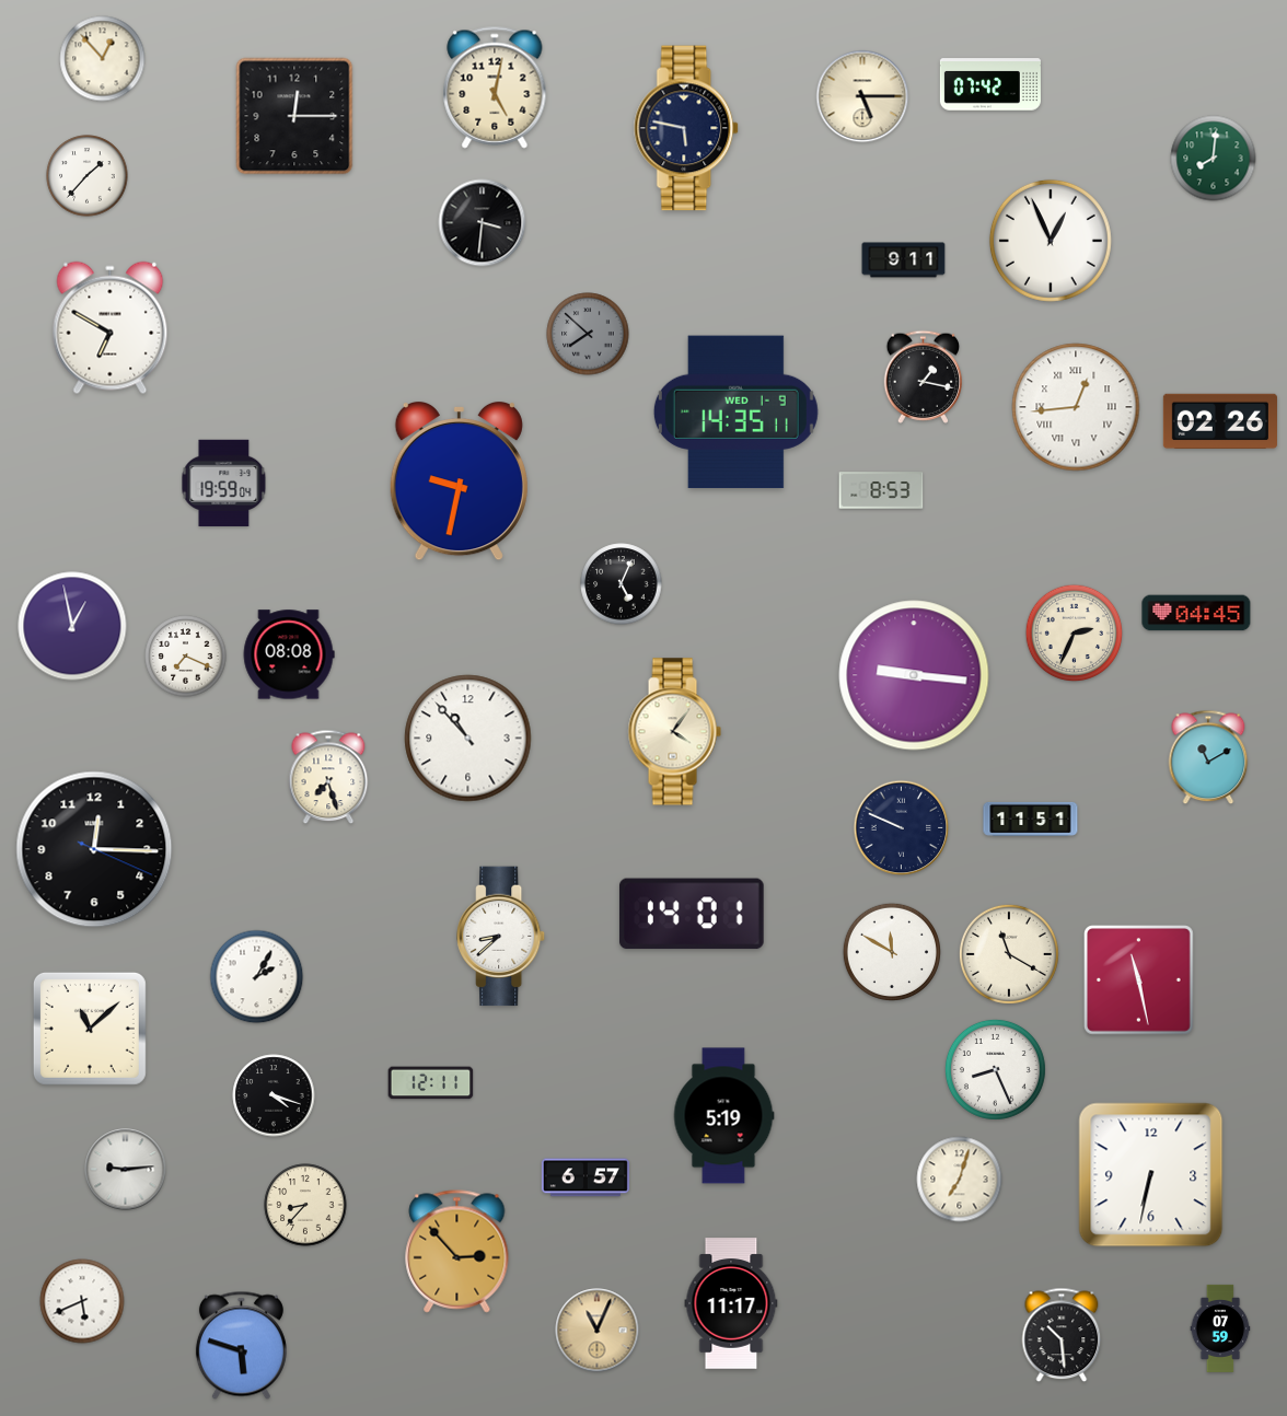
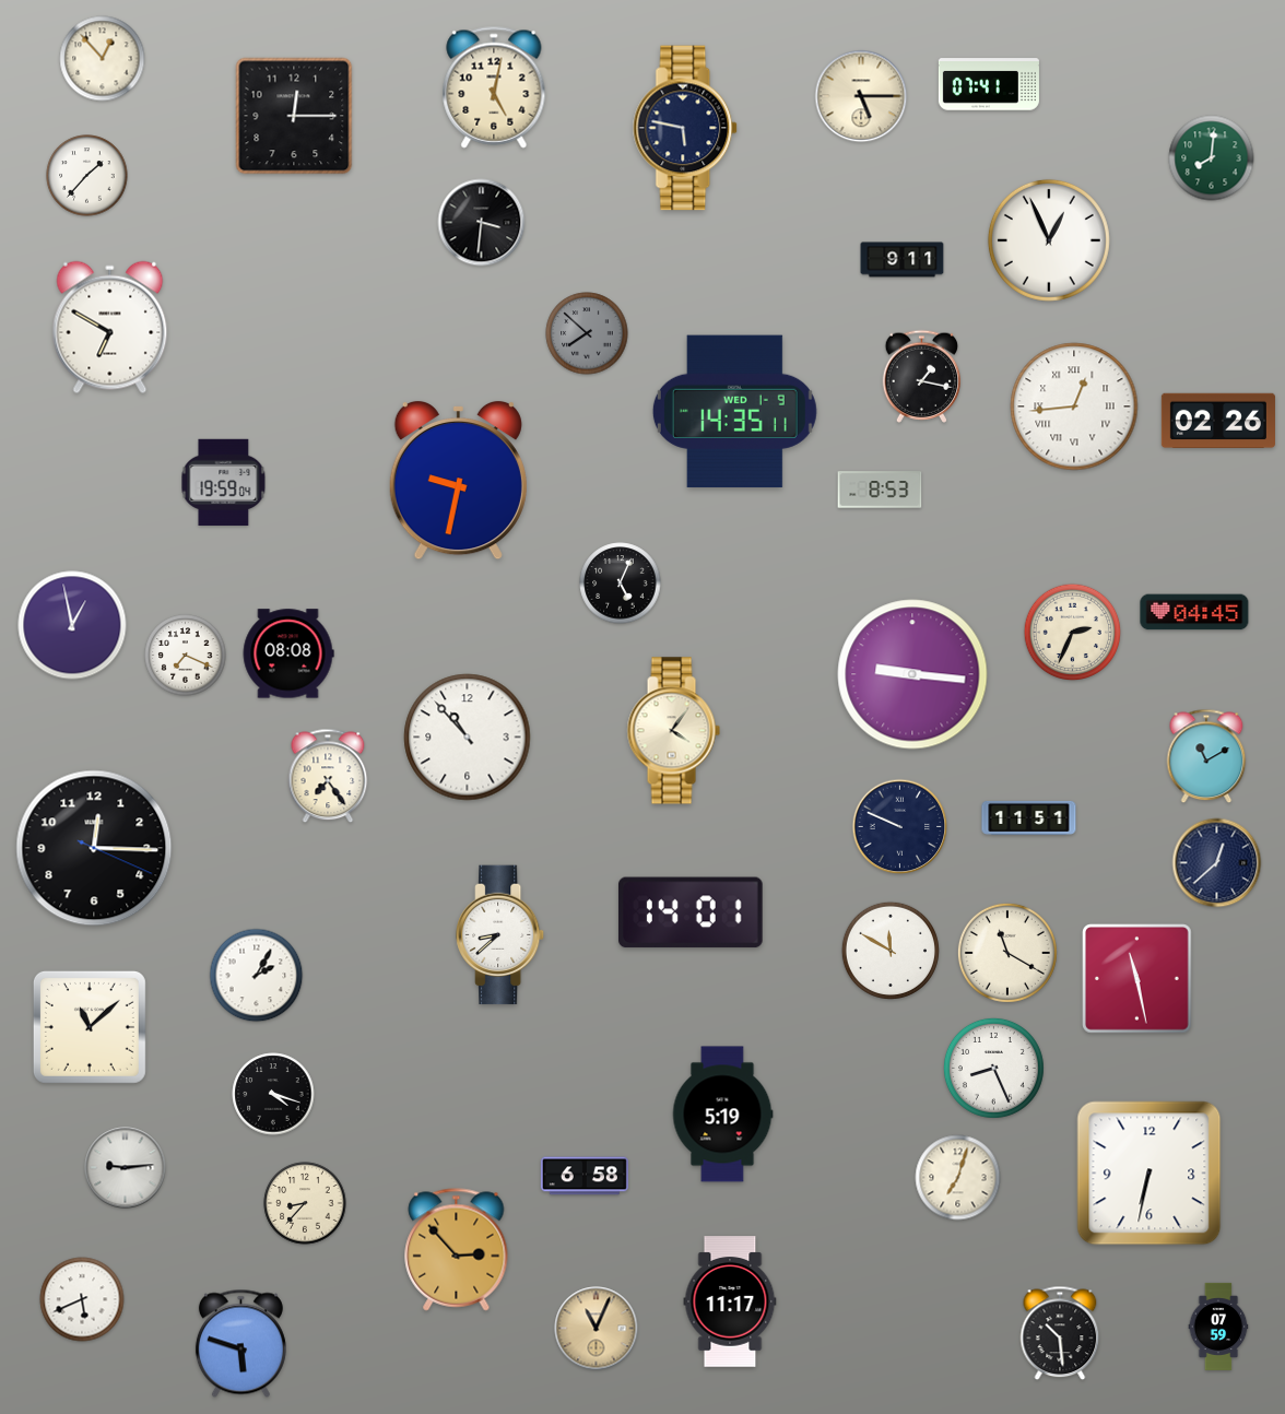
clock at (990, 84): 07:42 -> 07:41
clock at (328, 777): 7:27 -> 7:24
clock at (1217, 863): none -> 12:38
clock at (431, 1083): 12:11 -> none
clock at (585, 1177): 6:57 -> 6:58
